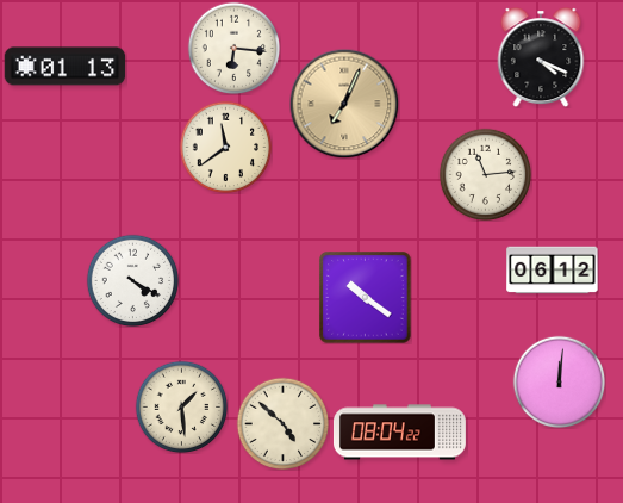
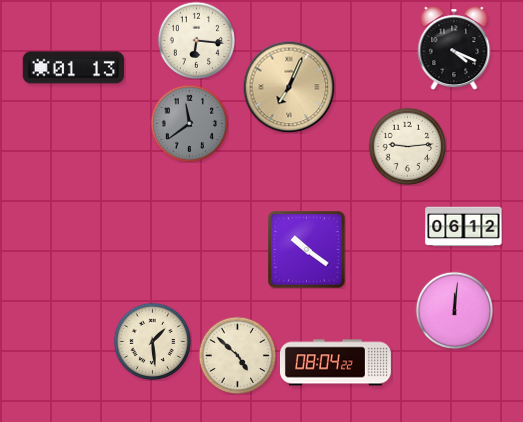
clock at (66, 67) position: (66, 67) -> (74, 68)
clock at (225, 147) dial: cream -> grey
clock at (485, 174): 11:14 -> 9:14
clock at (132, 280): 4:20 -> none
clock at (559, 381) position: (559, 381) -> (454, 310)
